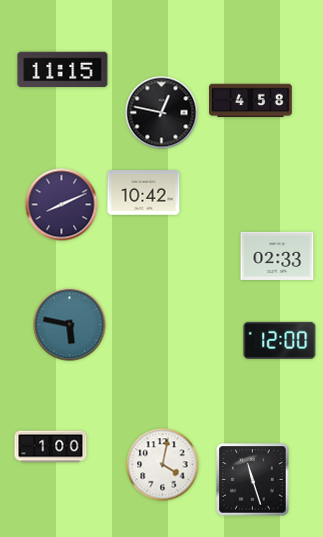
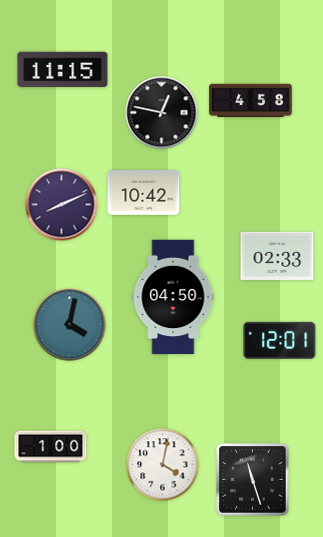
clock at (173, 297): none -> 04:50
clock at (70, 325): 5:47 -> 4:02
clock at (280, 340): 12:00 -> 12:01
